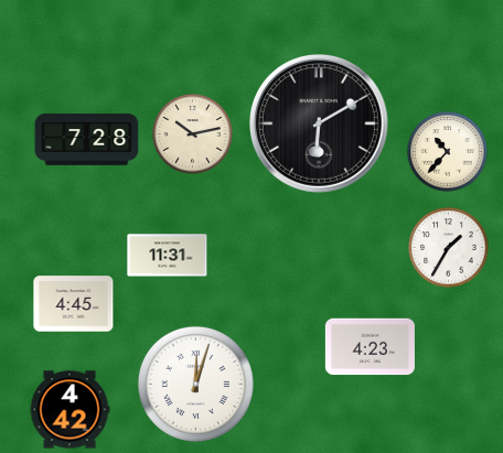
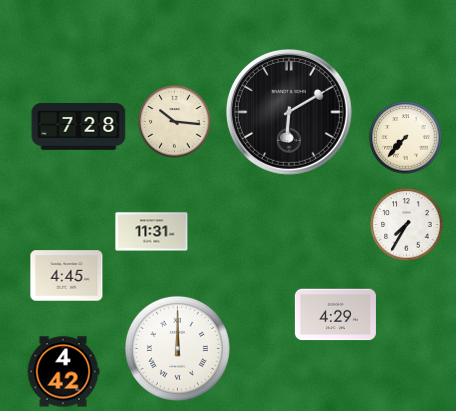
clock at (193, 134): 10:13 -> 10:16
clock at (448, 152): 10:37 -> 7:37
clock at (449, 248): 1:35 -> 7:35
clock at (370, 347): 4:23 -> 4:29
clock at (195, 384): 12:03 -> 12:00
